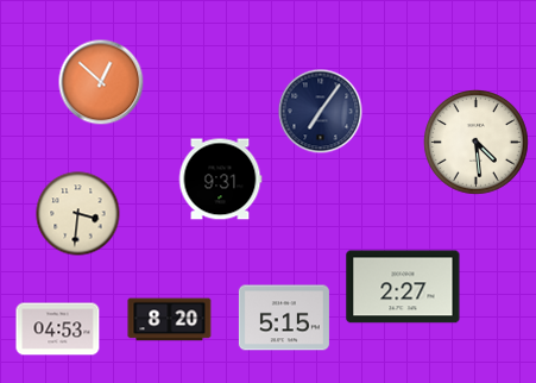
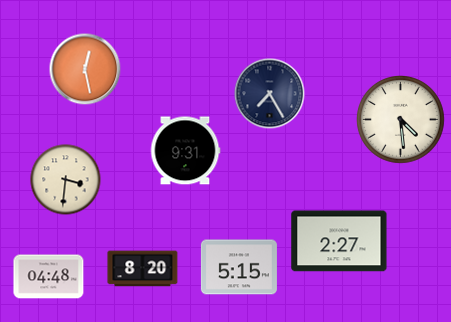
clock at (101, 82): 12:52 -> 12:28
clock at (321, 112): 7:06 -> 7:25
clock at (58, 329): 04:53 -> 04:48
